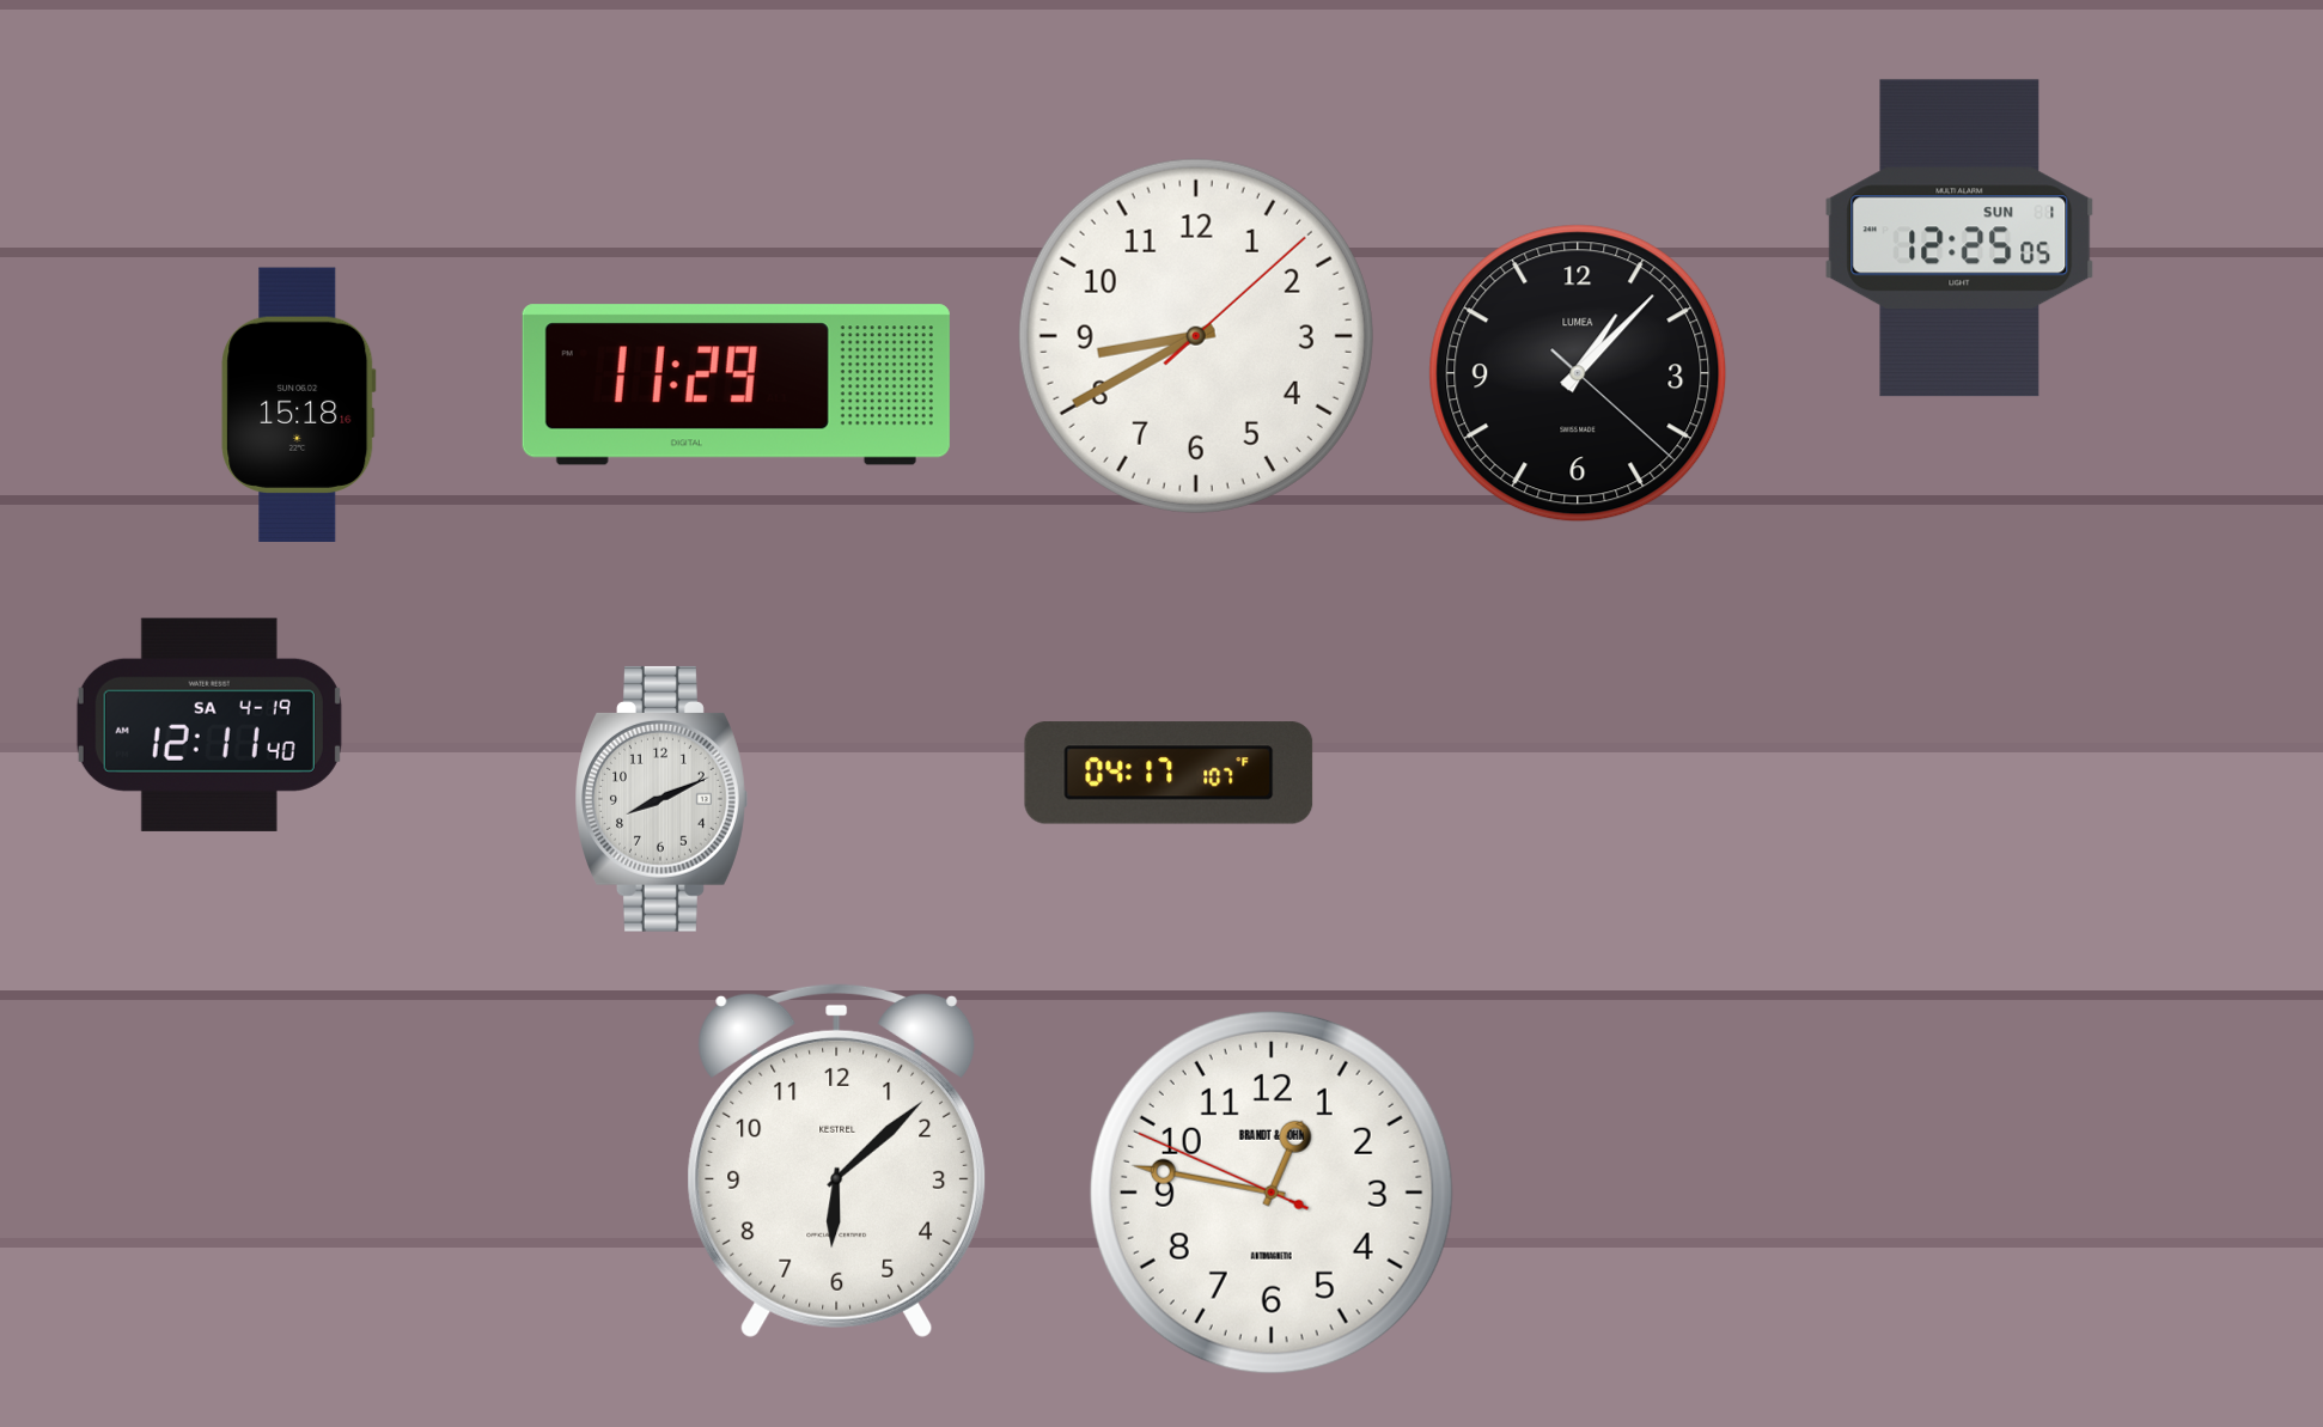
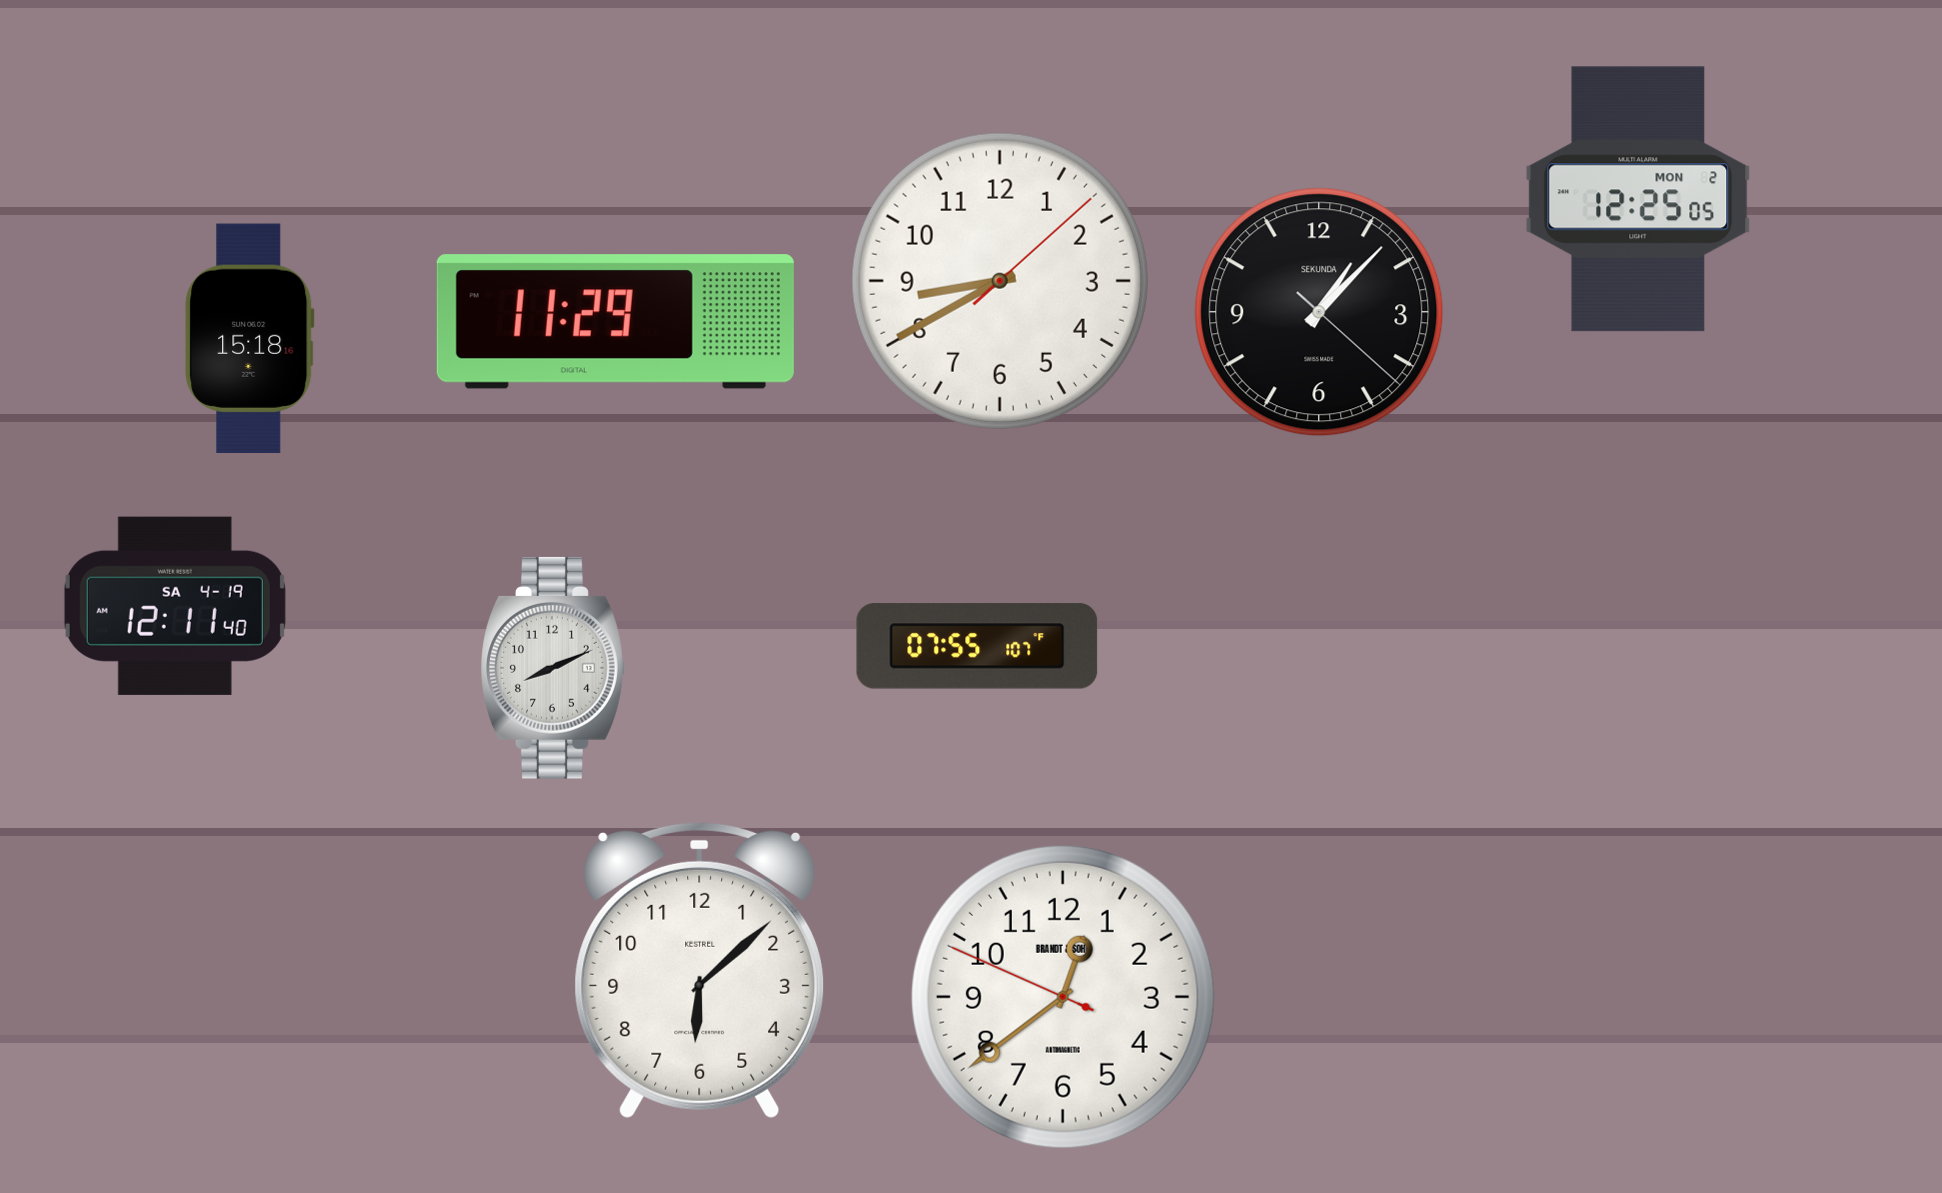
clock at (1959, 238) date: SUN 1 -> MON 2
clock at (1578, 373) brand: LUMEA -> SEKUNDA
clock at (1169, 773): 04:17 -> 07:55
clock at (1272, 1193): 12:46 -> 12:38
